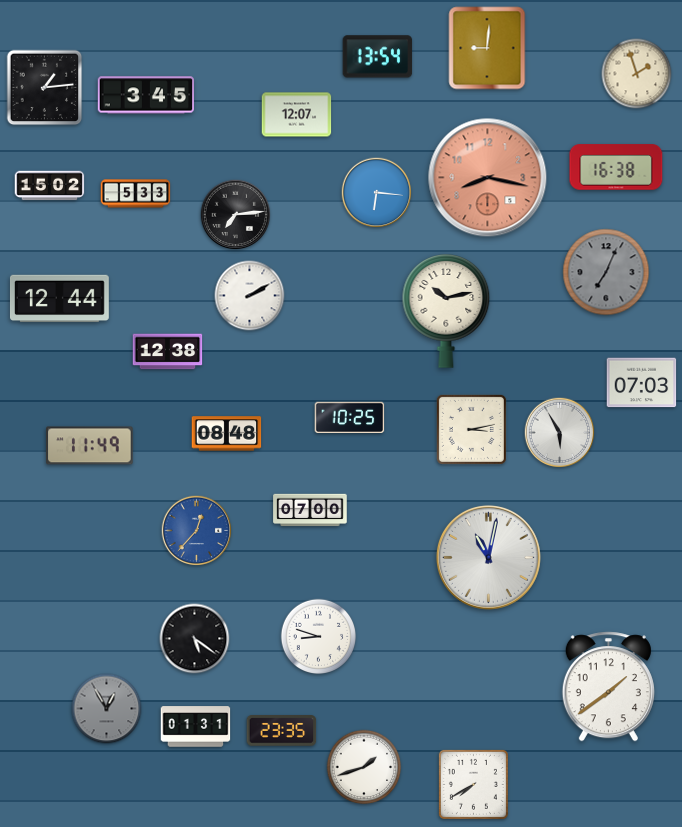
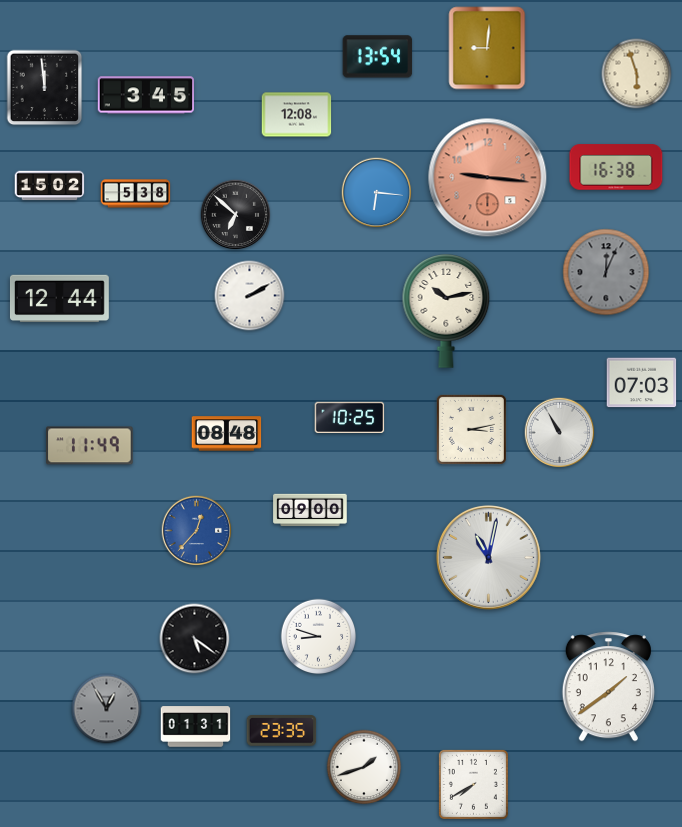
clock at (637, 74): 1:57 -> 5:57
clock at (45, 88): 1:14 -> 11:59
clock at (297, 115): 12:07 -> 12:08
clock at (488, 178): 8:17 -> 9:16
clock at (136, 194): 5:33 -> 5:38
clock at (236, 215): 7:14 -> 6:52
clock at (606, 272): 7:04 -> 12:04
clock at (168, 352): 12:38 -> none
clock at (560, 433): 5:55 -> 10:55
clock at (310, 510): 07:00 -> 09:00
